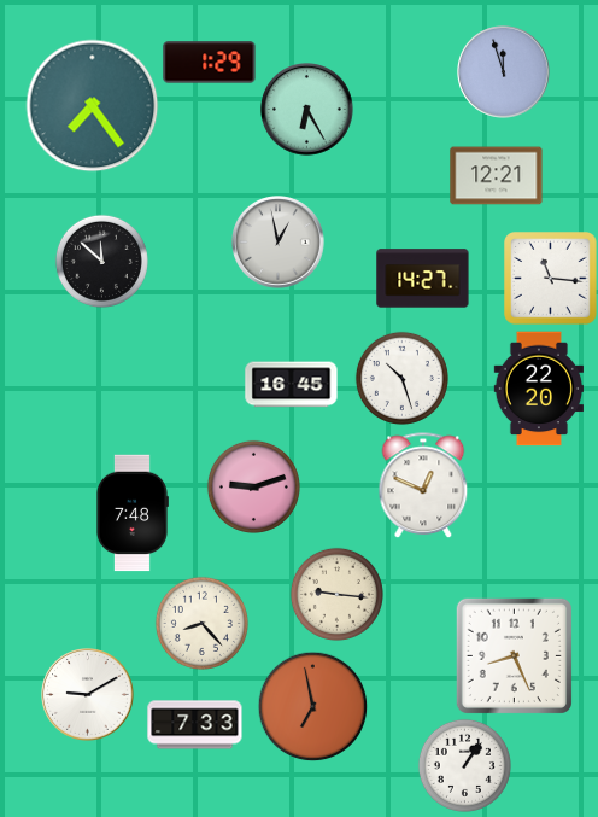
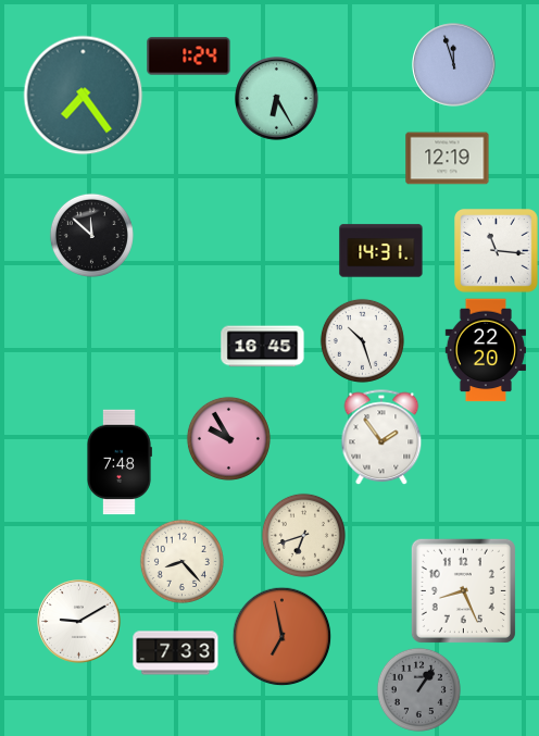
clock at (210, 63): 1:29 -> 1:24
clock at (497, 176): 12:21 -> 12:19
clock at (279, 243): 12:58 -> none
clock at (423, 279): 14:27 -> 14:31
clock at (423, 485): 12:49 -> 1:54
clock at (253, 486): 9:12 -> 9:55
clock at (336, 594): 9:16 -> 6:42
clock at (88, 695) position: (88, 695) -> (79, 622)
clock at (464, 765) dial: white -> grey
